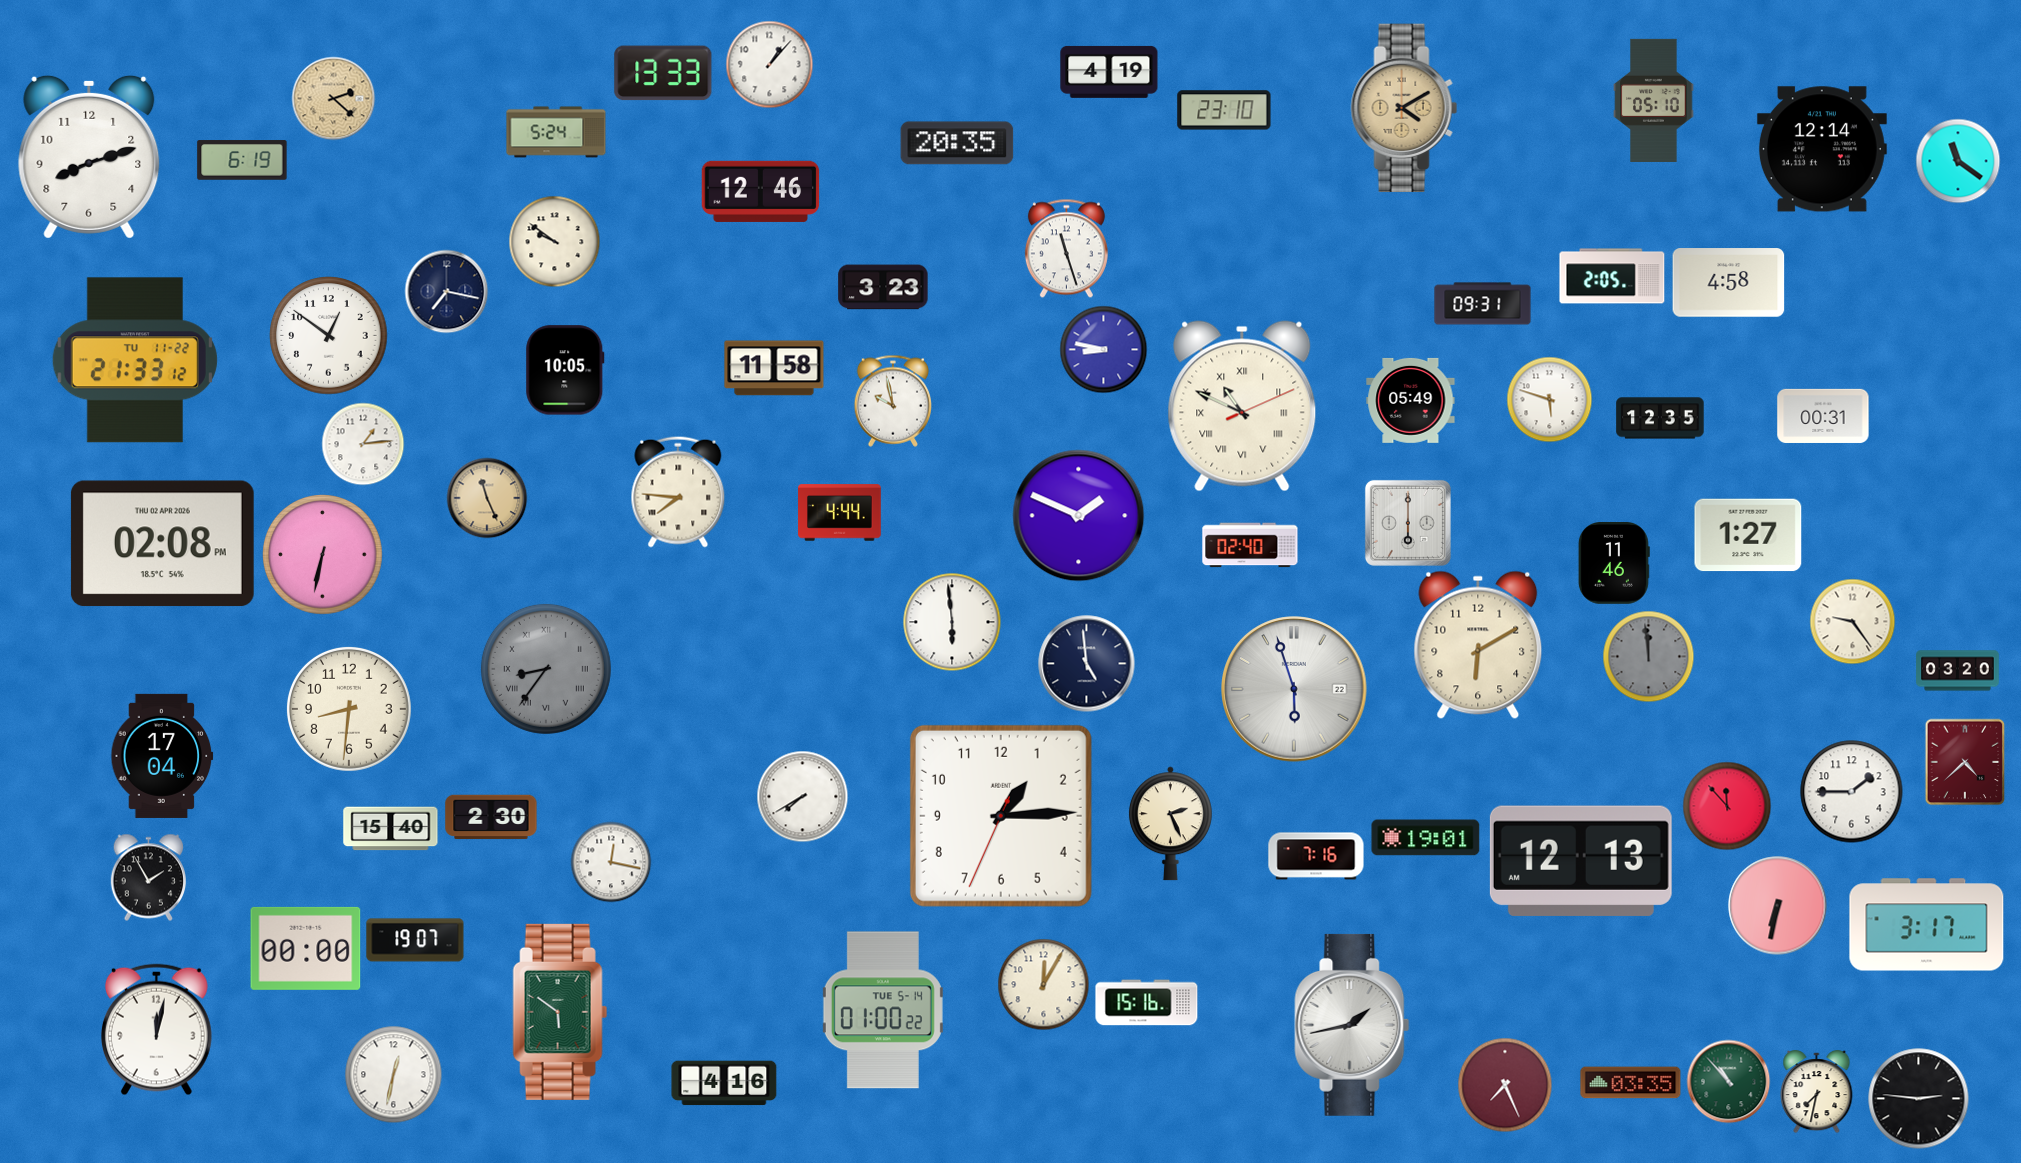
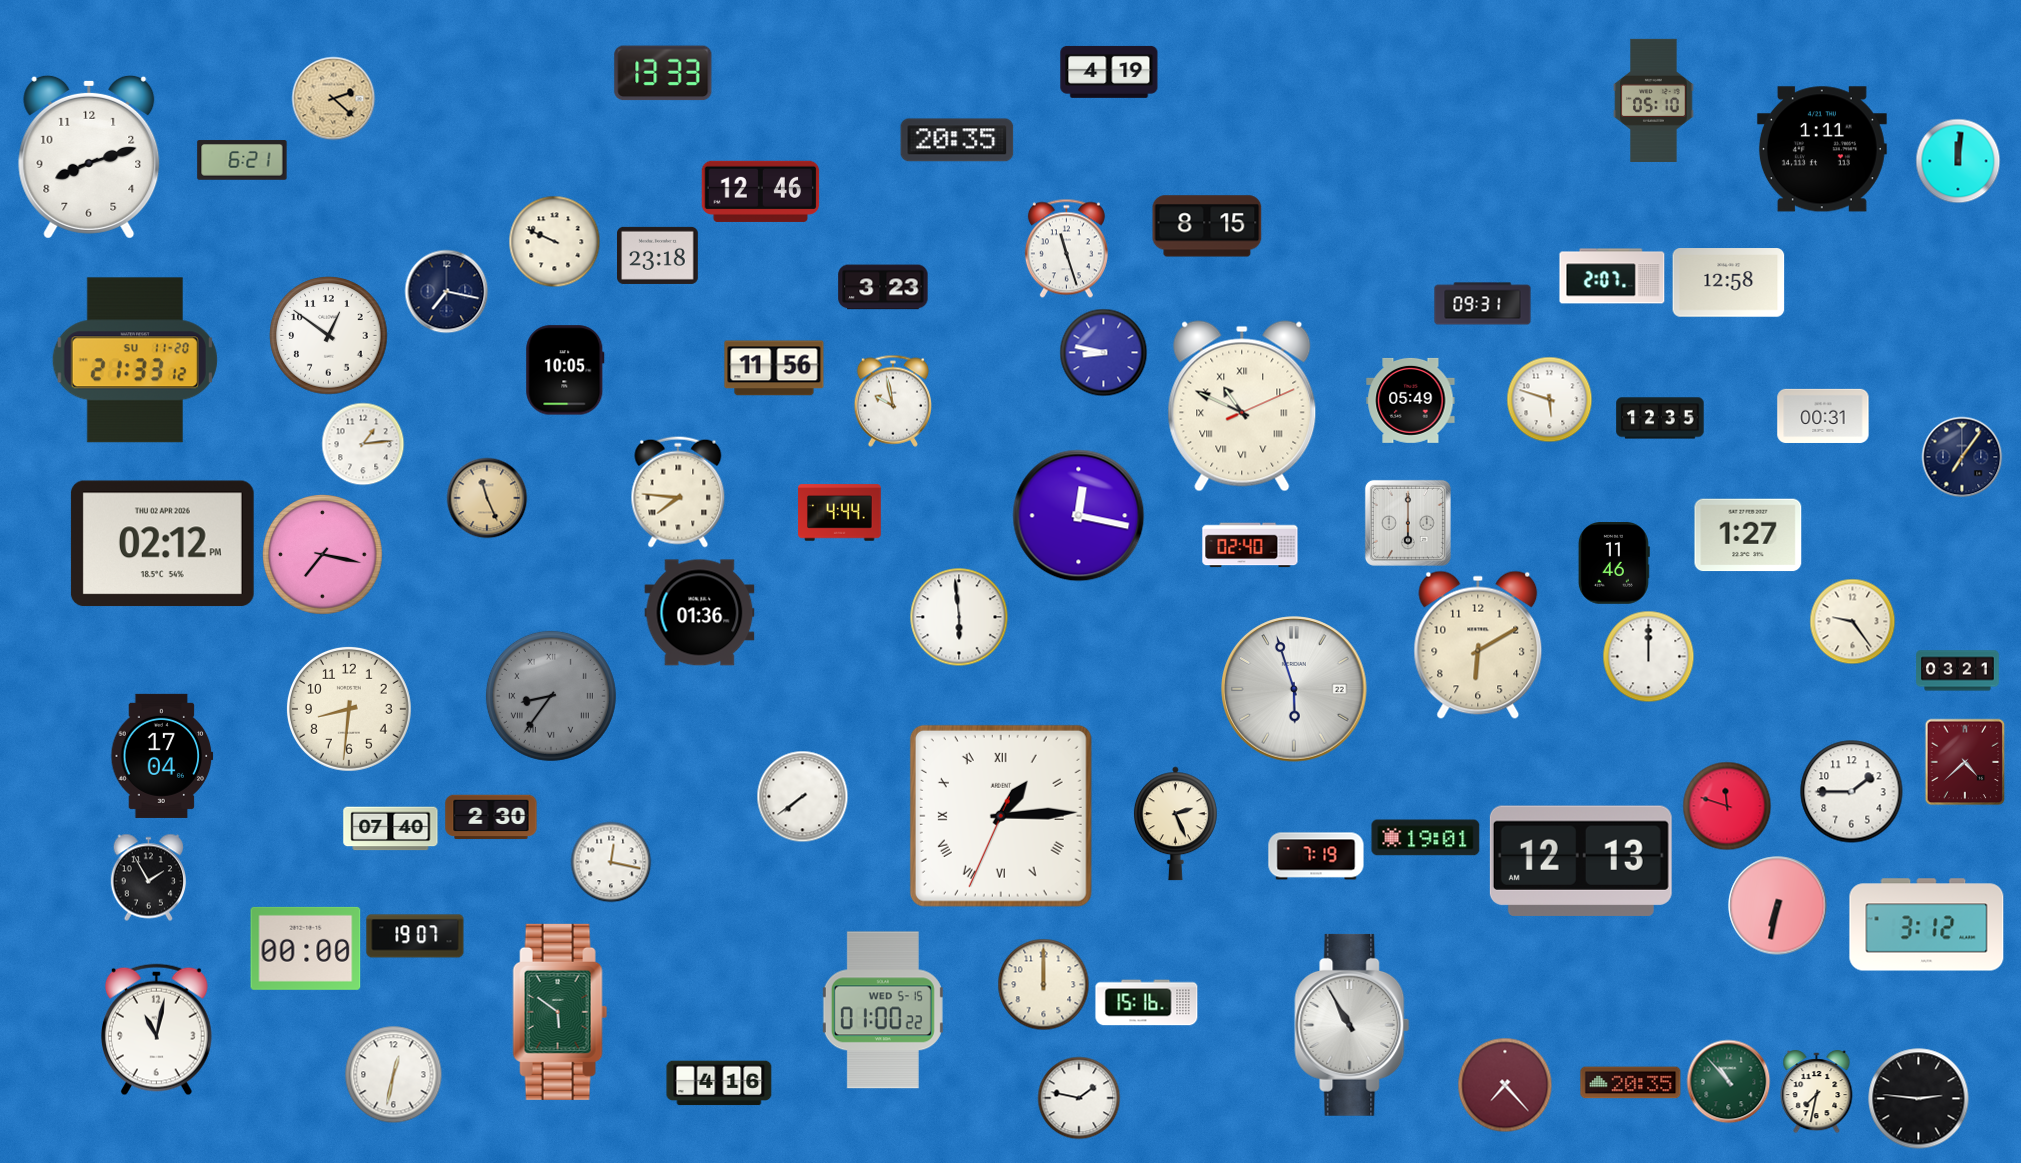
clock at (769, 64): 1:07 -> none
clock at (1404, 107): 4:10 -> none
clock at (1224, 110): 23:10 -> none
clock at (556, 132): 5:24 -> none
clock at (957, 143) position: (957, 143) -> (957, 140)
clock at (1822, 149): 12:14 -> 1:11
clock at (242, 160): 6:19 -> 6:21
clock at (1958, 161): 11:21 -> 12:01
clock at (1207, 226): none -> 8:15
clock at (554, 241): 9:51 -> 9:49
clock at (658, 255): none -> 23:18
clock at (1612, 276): 2:05 -> 2:07
clock at (1729, 283): 4:58 -> 12:58
clock at (1103, 349) position: (1103, 349) -> (1103, 352)
clock at (135, 360) date: TU 11-22 -> SU 11-20
clock at (774, 368): 11:58 -> 11:56
clock at (1962, 457): none -> 7:06
clock at (1079, 516): 1:49 -> 12:17
clock at (162, 544): 02:08 -> 02:12
clock at (323, 555): 6:32 -> 7:17
clock at (700, 613): none -> 01:36
clock at (952, 622) position: (952, 622) -> (959, 617)
clock at (1648, 656): 11:59 -> 12:00
clock at (1648, 656) dial: grey -> white
clock at (1087, 664): 4:59 -> none
clock at (546, 669) position: (546, 669) -> (551, 696)
clock at (1958, 671): 03:20 -> 03:21
clock at (802, 796): 7:40 -> 7:39
clock at (1727, 806): 11:53 -> 11:48
clock at (1001, 816) numerals: Arabic -> Roman
clock at (1170, 824) position: (1170, 824) -> (1175, 824)
clock at (391, 829): 15:40 -> 07:40
clock at (1316, 856): 7:16 -> 7:19
clock at (1927, 925): 3:17 -> 3:12
clock at (415, 940) position: (415, 940) -> (415, 936)
clock at (1043, 984): 12:05 -> 12:00
clock at (883, 1010) date: TUE 5-14 -> WED 5-15
clock at (1352, 1025): 1:43 -> 10:55
clock at (156, 1030): 12:02 -> 11:02
clock at (724, 1083) position: (724, 1083) -> (719, 1083)
clock at (1631, 1083): 03:35 -> 20:35
clock at (1505, 1085): 7:26 -> 7:23
clock at (1079, 1098): none -> 1:47
